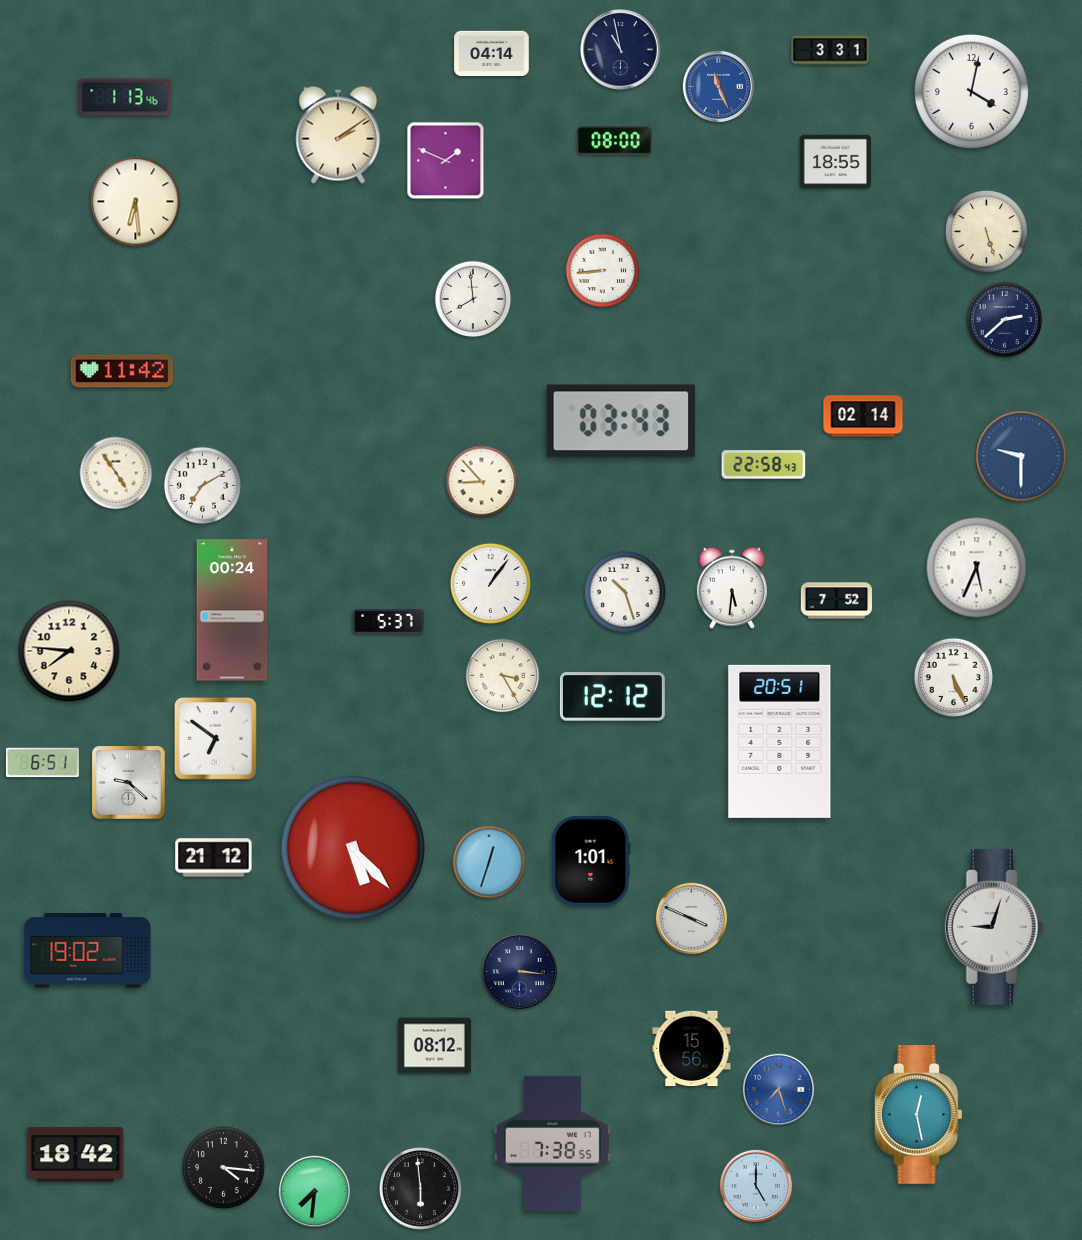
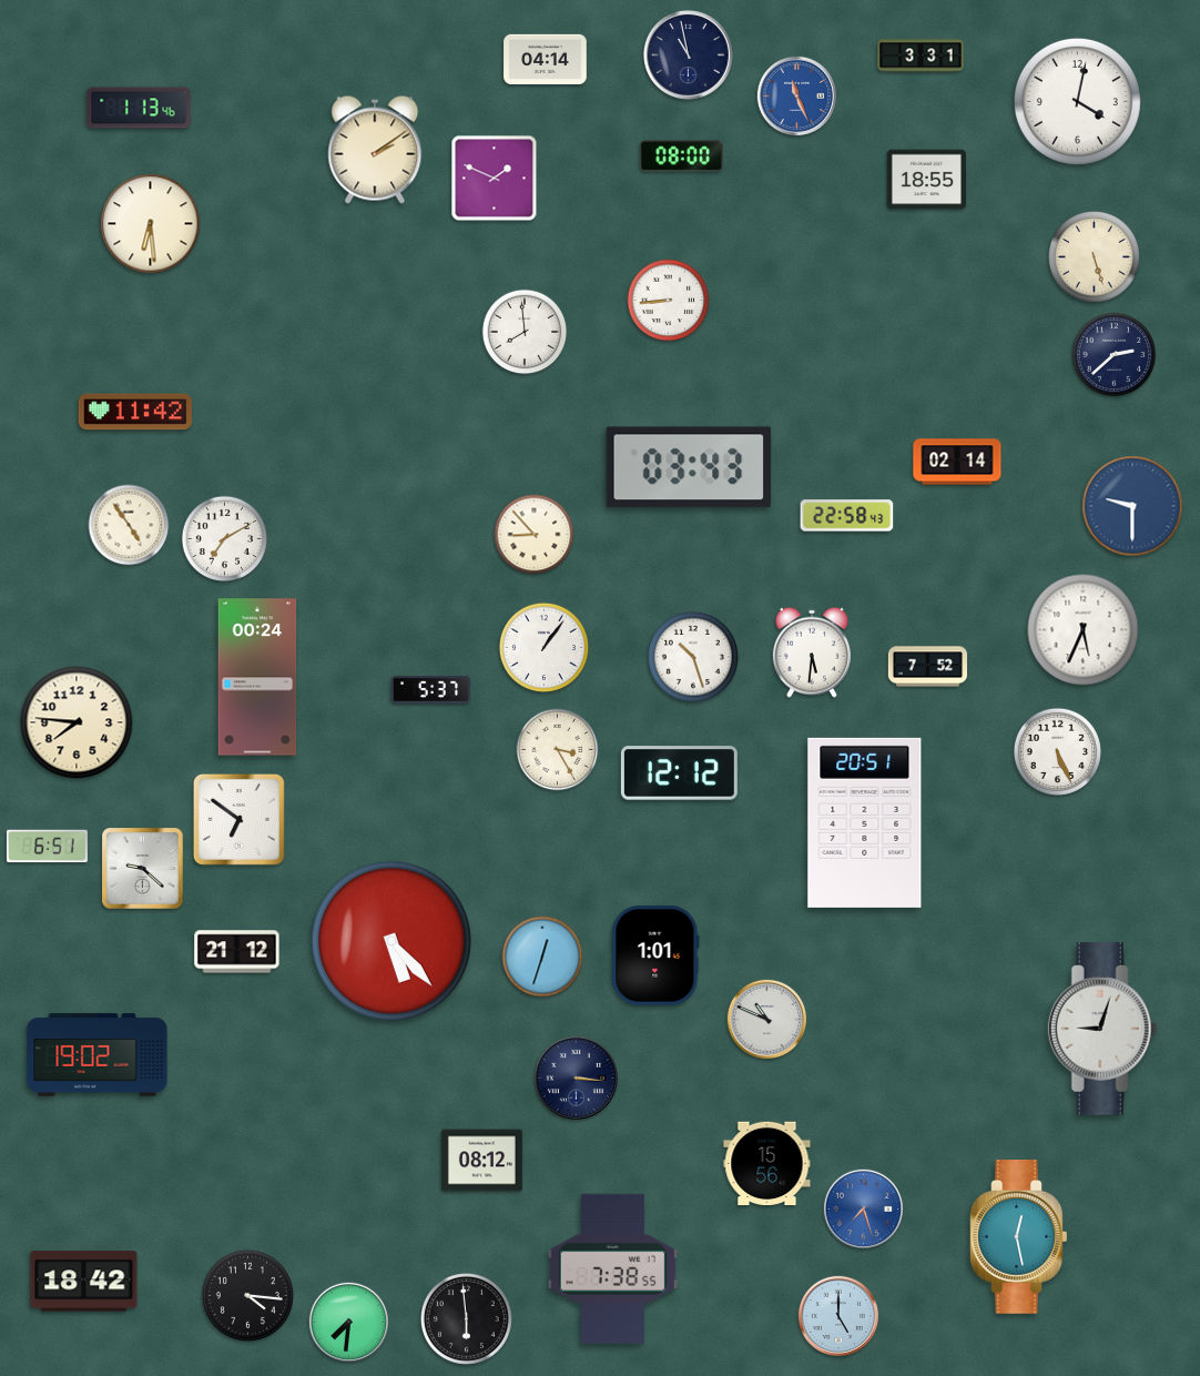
clock at (691, 918): 3:49 -> 10:49
